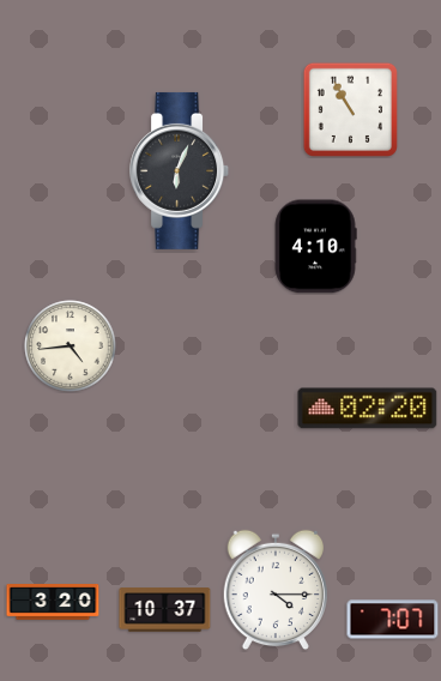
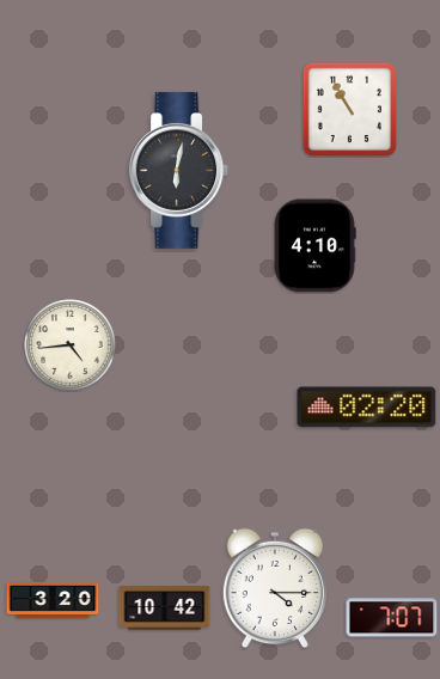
clock at (180, 170): 6:04 -> 6:02
clock at (165, 610): 10:37 -> 10:42
